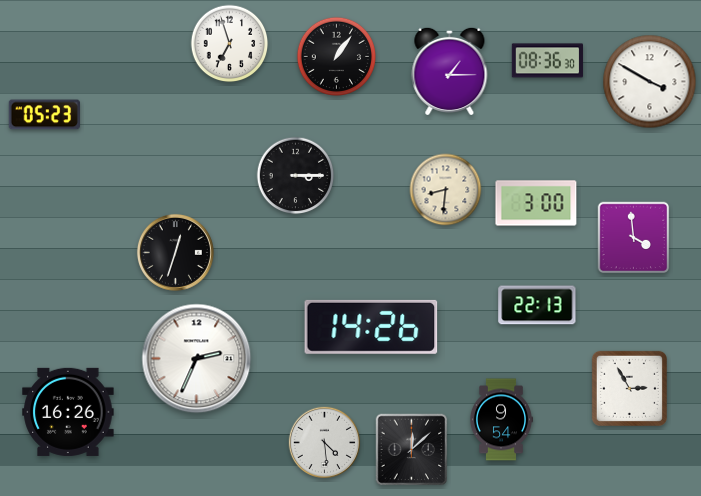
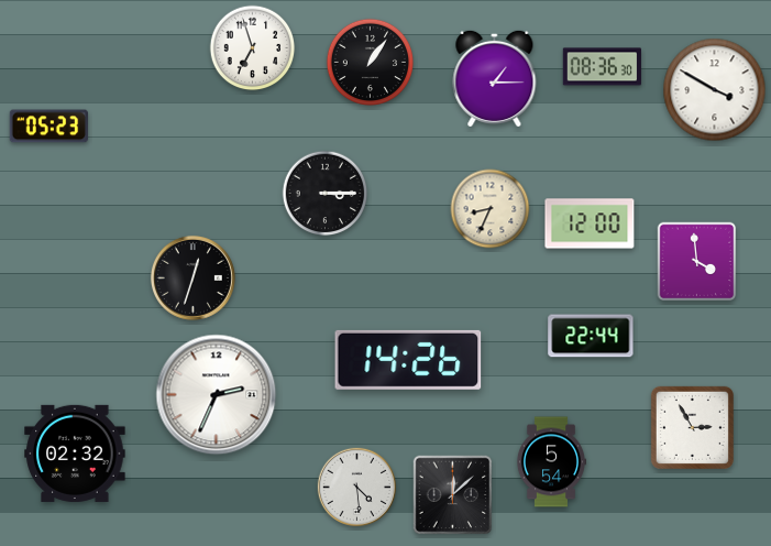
clock at (446, 190): 8:31 -> 8:34
clock at (536, 203): 3:00 -> 12:00
clock at (537, 305): 22:13 -> 22:44
clock at (68, 412): 16:26 -> 02:32
clock at (501, 420): 9:54 -> 5:54
